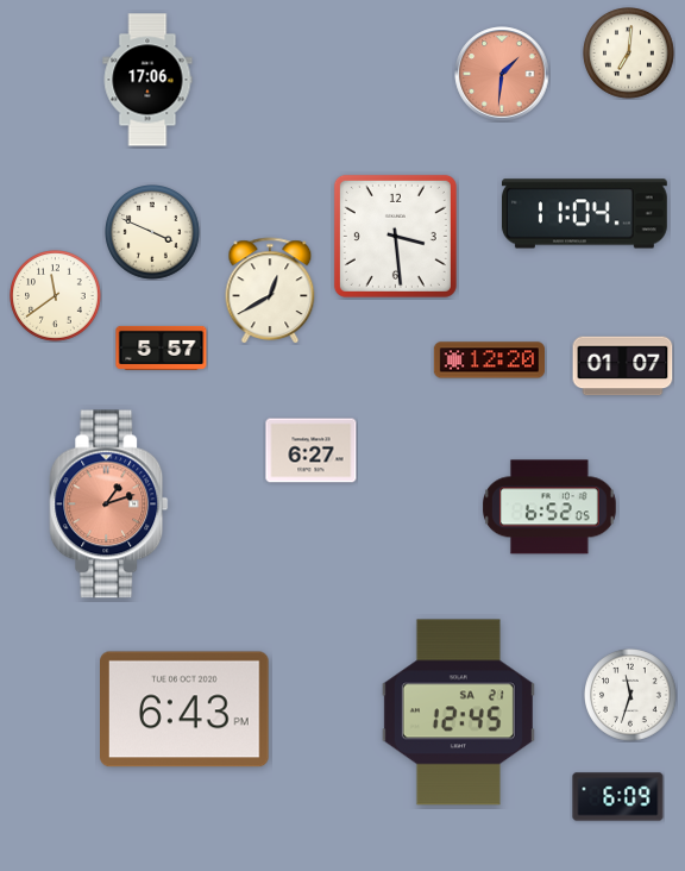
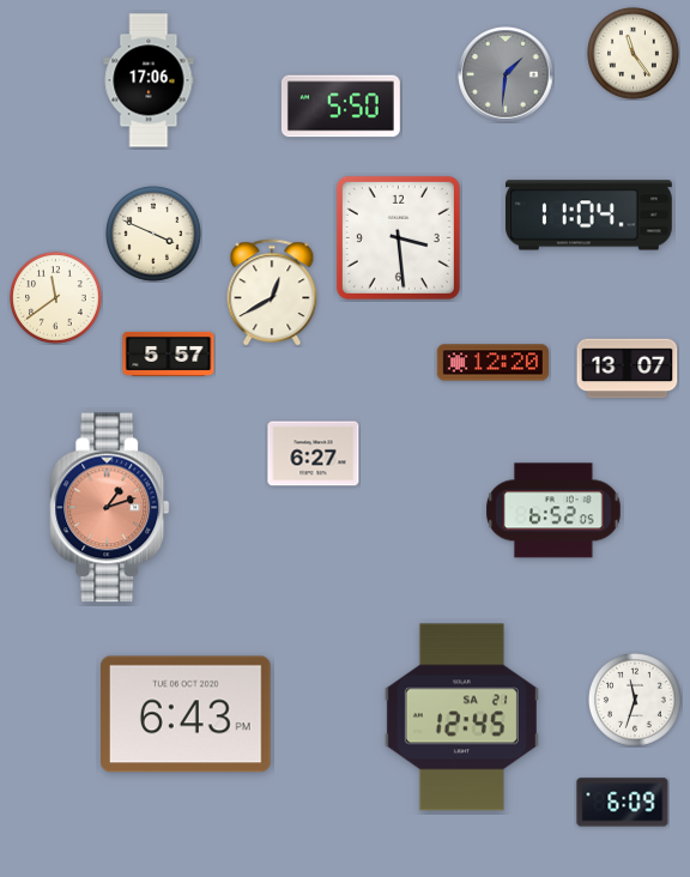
clock at (629, 54): 7:01 -> 11:24
clock at (502, 74) dial: salmon -> grey
clock at (340, 107): none -> 5:50
clock at (162, 347) position: (162, 347) -> (169, 353)
clock at (623, 366): 01:07 -> 13:07
